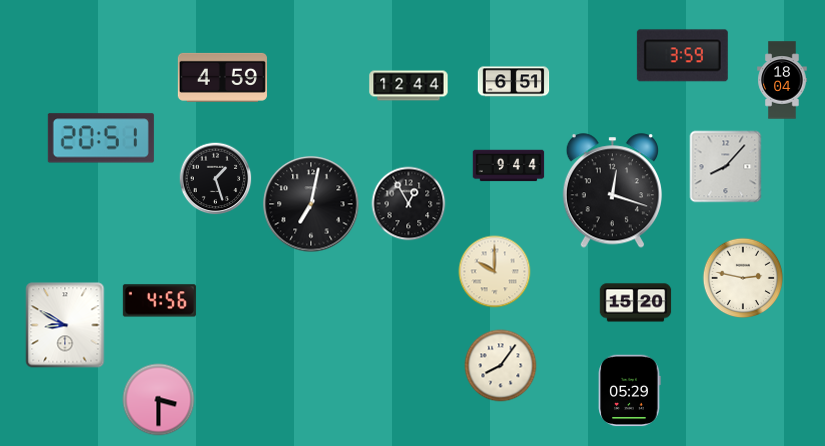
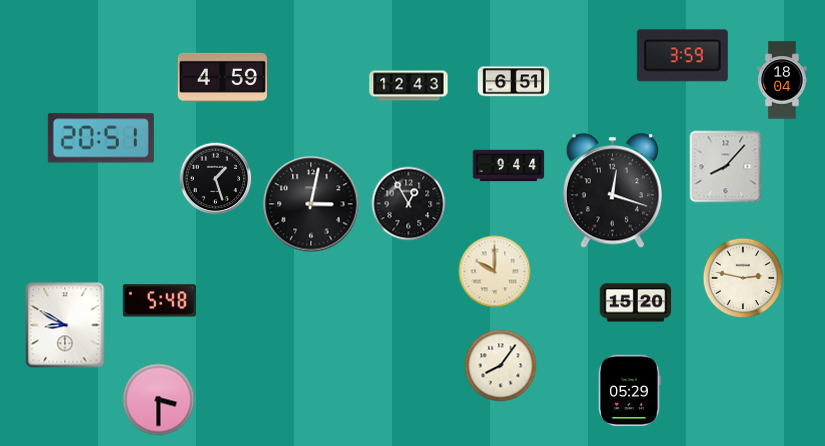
clock at (409, 86): 12:44 -> 12:43
clock at (311, 204): 7:02 -> 3:02
clock at (159, 301): 4:56 -> 5:48
